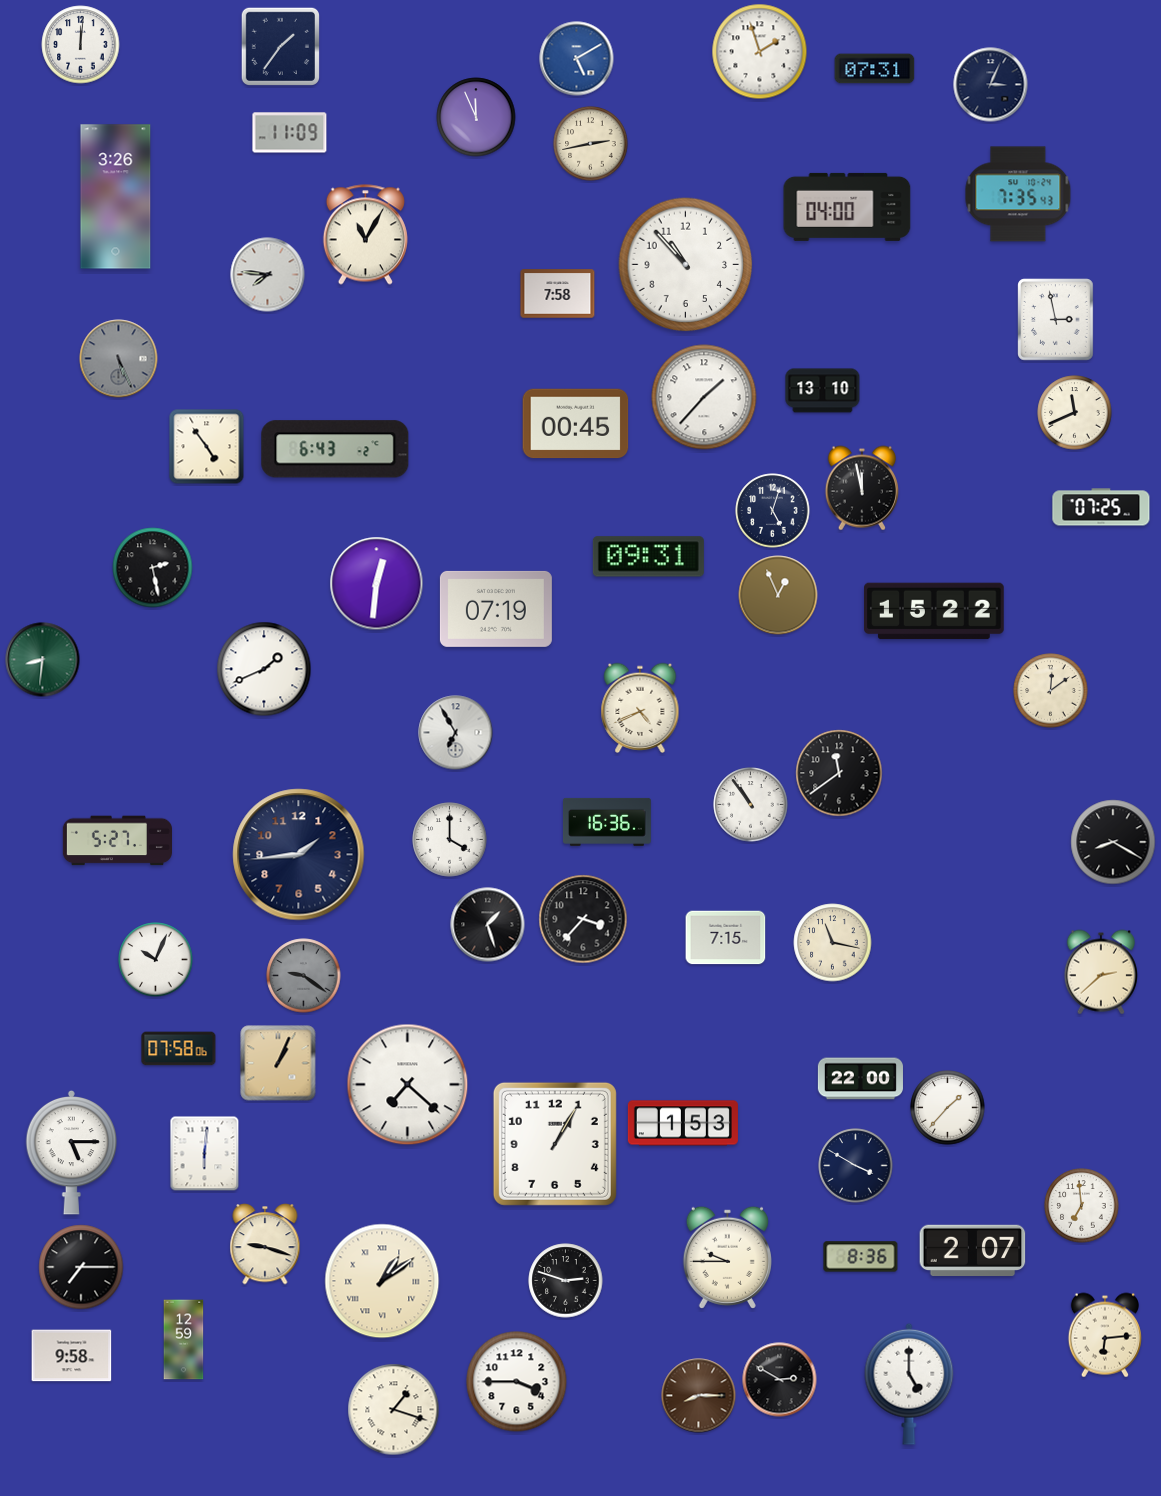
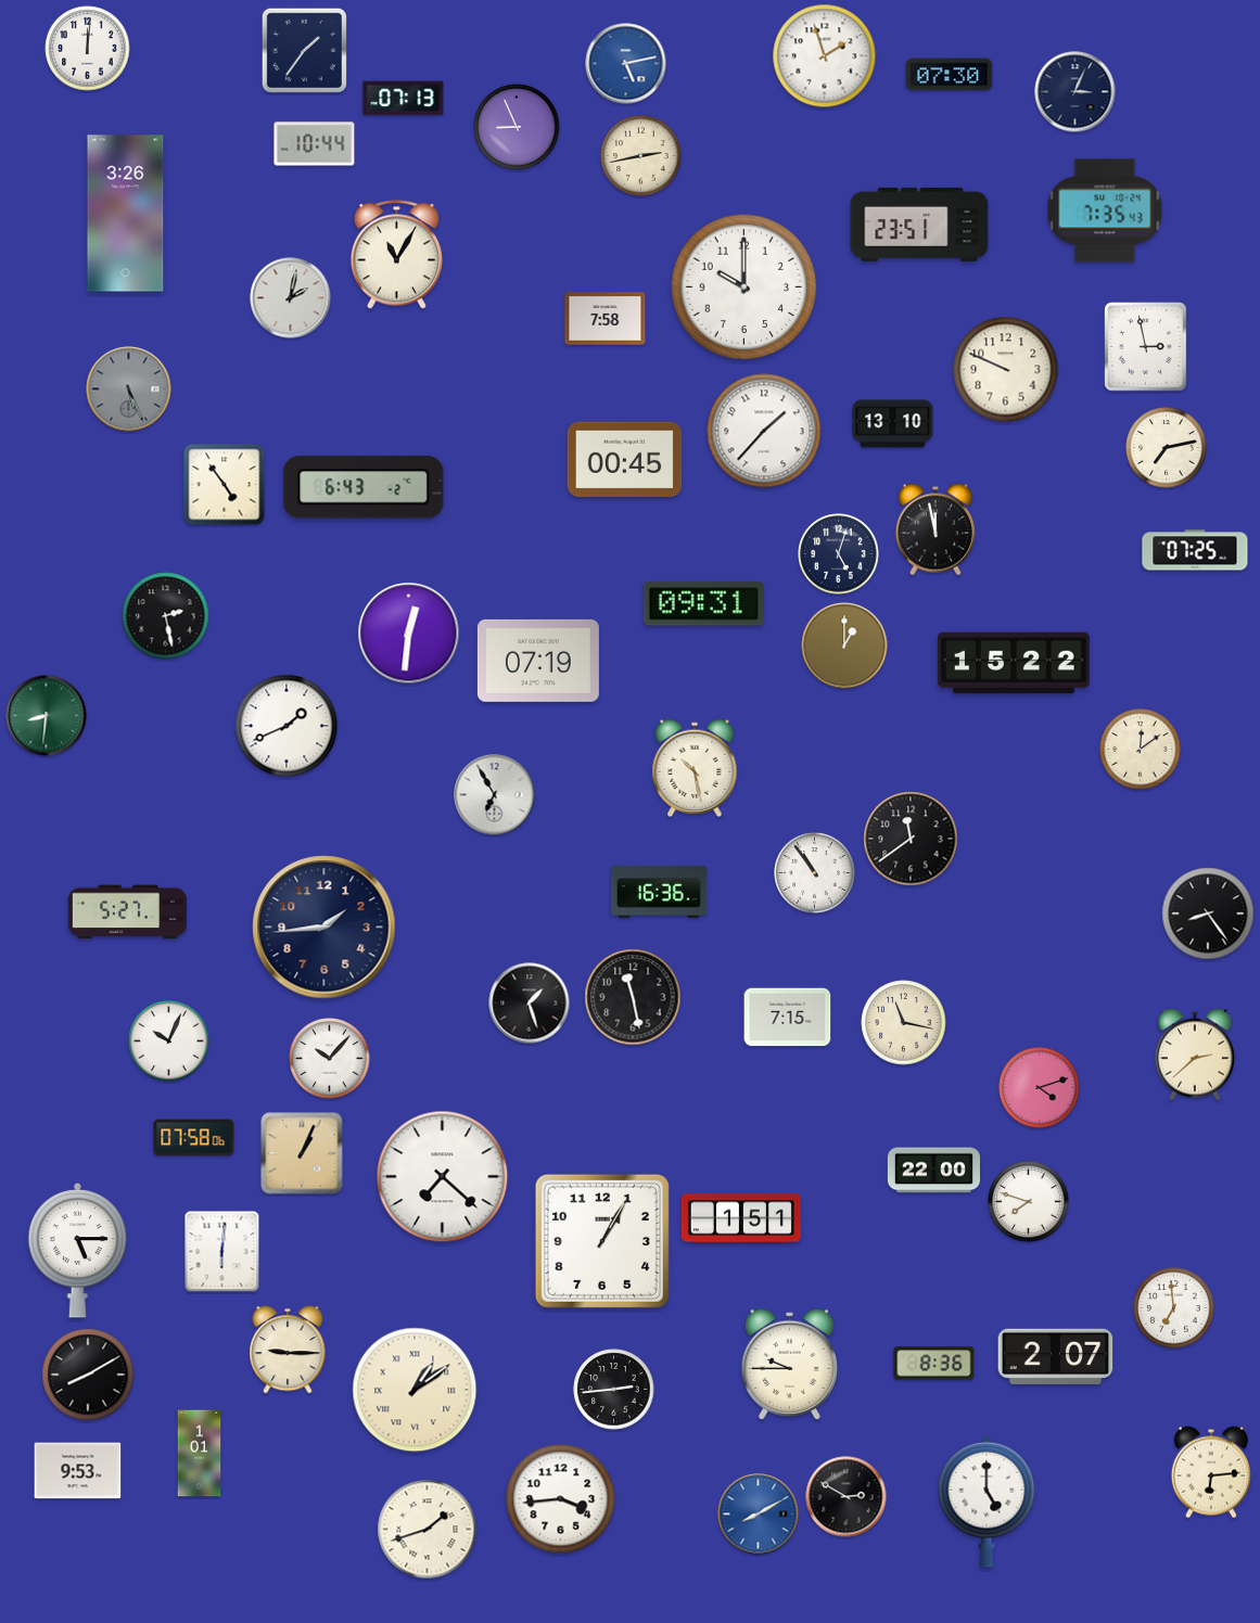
clock at (577, 59): 5:10 -> 5:13
clock at (875, 69): 07:31 -> 07:30
clock at (404, 99): none -> 07:13
clock at (476, 117): 11:56 -> 8:56
clock at (290, 133): 11:09 -> 10:44
clock at (847, 207): 04:00 -> 23:51
clock at (686, 265): 10:53 -> 10:00
clock at (268, 275): 7:46 -> 2:02
clock at (1006, 370): none -> 9:49
clock at (1075, 413): 11:41 -> 7:13
clock at (778, 595): 12:56 -> 1:00
clock at (640, 708): 4:41 -> 10:28
clock at (450, 840): 4:00 -> none
clock at (1113, 842): 8:20 -> 8:24
clock at (583, 919): 3:37 -> 11:28
clock at (304, 976): 9:21 -> 10:07
clock at (304, 976) dial: grey -> white
clock at (1040, 1088): none -> 4:12
clock at (948, 1108): 1:37 -> 7:48
clock at (683, 1123): 1:53 -> 1:51
clock at (856, 1166): 3:50 -> none
clock at (265, 1244): 9:18 -> 9:15
clock at (81, 1267): 7:15 -> 8:10
clock at (566, 1281): 2:48 -> 2:44
clock at (1105, 1335) position: (1105, 1335) -> (1211, 1472)
clock at (184, 1340): 12:59 -> 1:01
clock at (72, 1356): 9:58 -> 9:53
clock at (517, 1382): 3:45 -> 3:44
clock at (699, 1396): 8:15 -> 8:10
clock at (699, 1396) dial: brown -> blue
clock at (394, 1410): 1:18 -> 1:42
